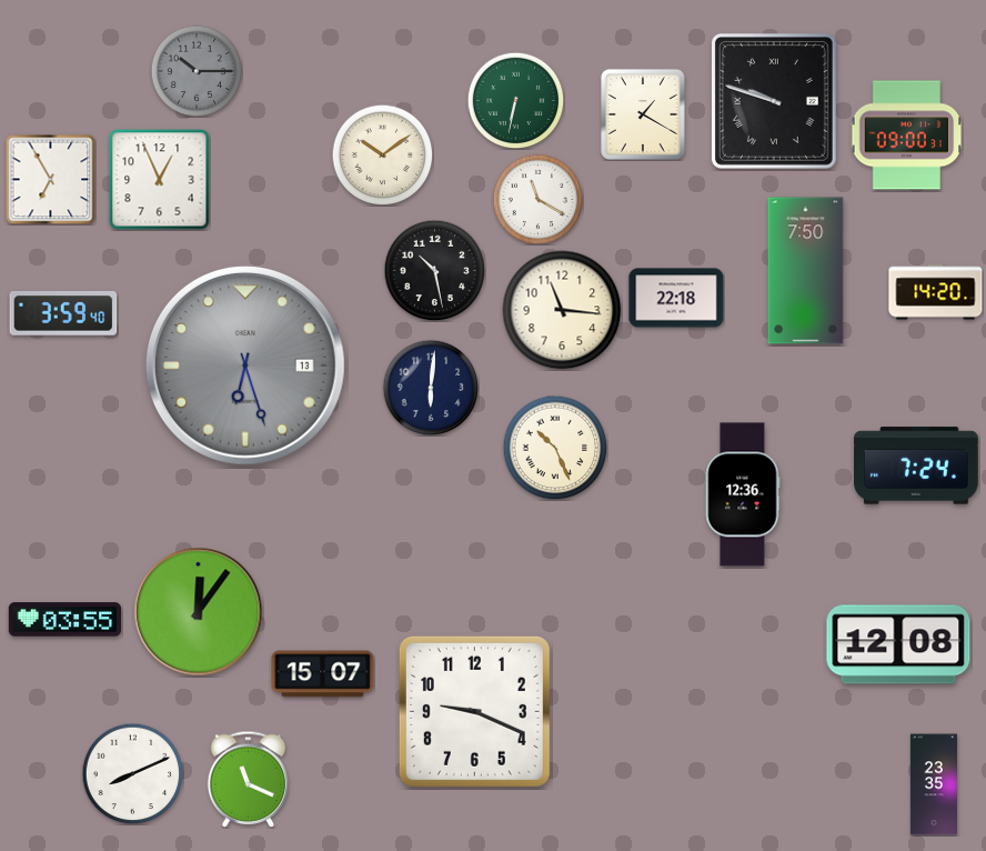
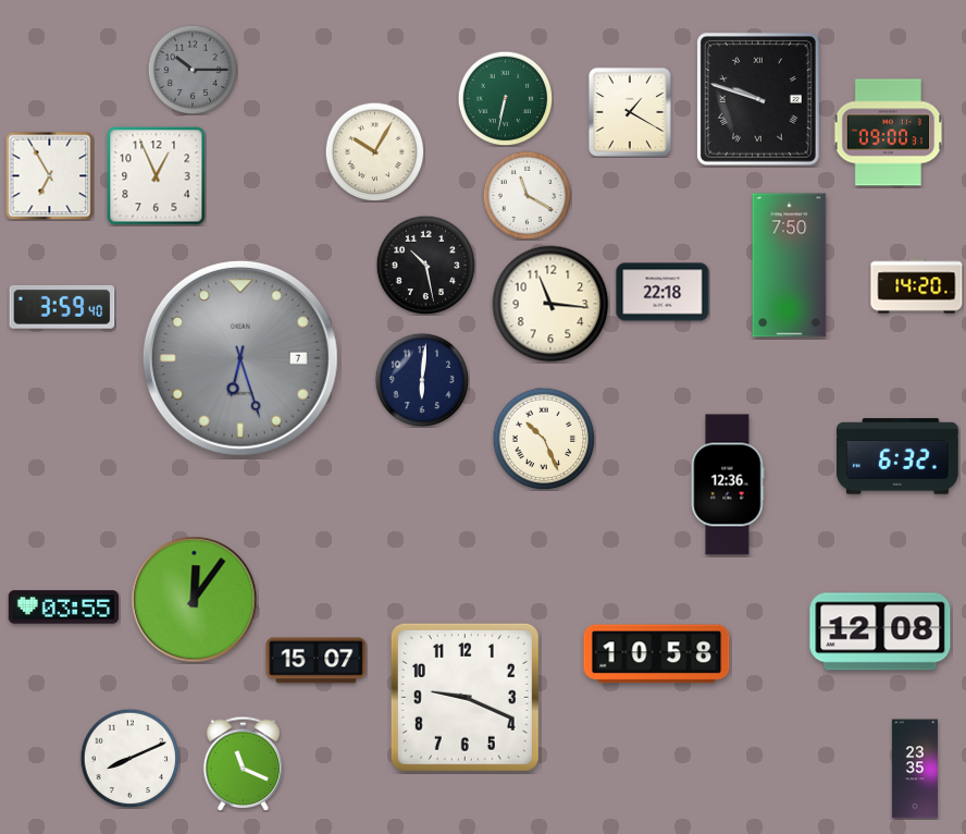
clock at (382, 154): 10:09 -> 10:05
clock at (245, 366) date: 13 -> 7
clock at (917, 465): 7:24 -> 6:32
clock at (657, 654): none -> 10:58
